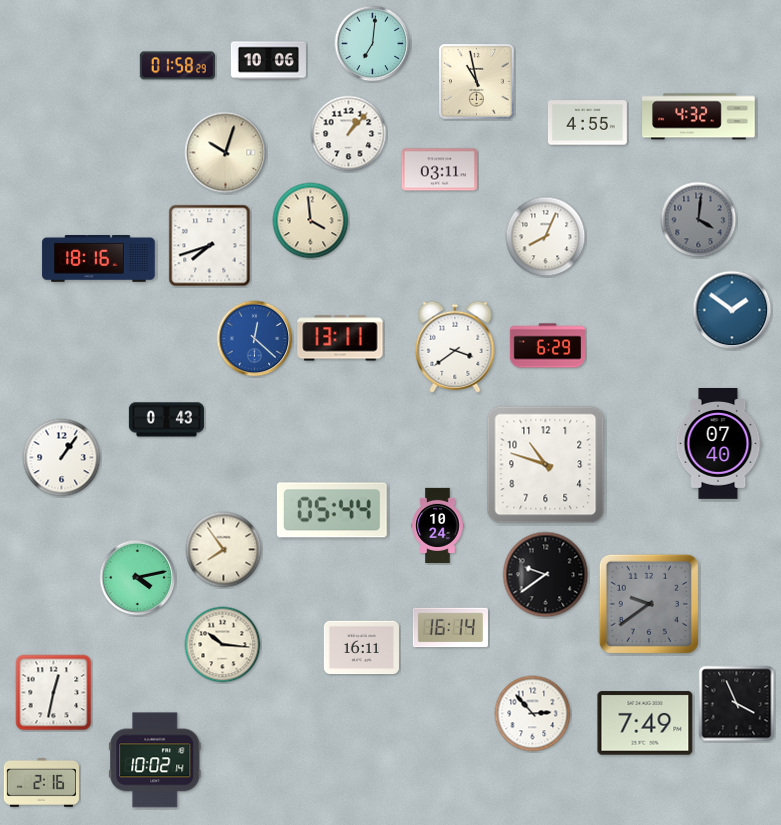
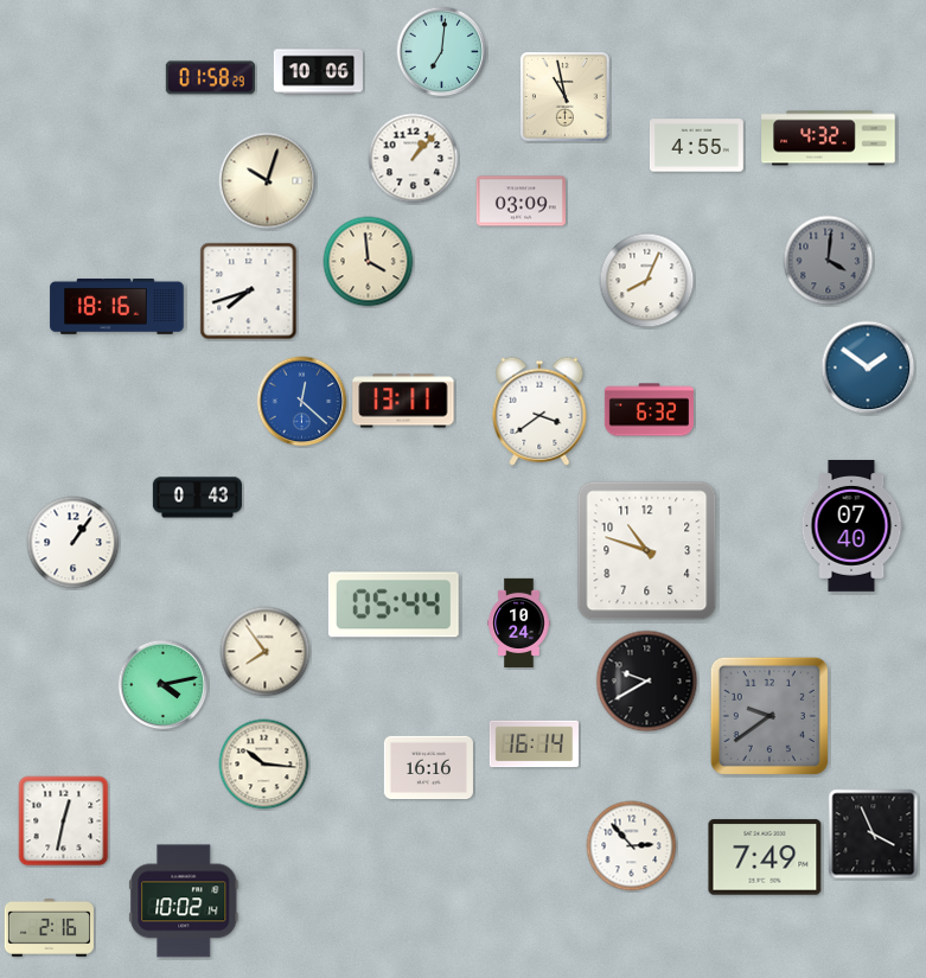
clock at (439, 170): 03:11 -> 03:09
clock at (547, 346): 6:29 -> 6:32
clock at (546, 575): 9:39 -> 9:40
clock at (361, 648): 16:11 -> 16:16
